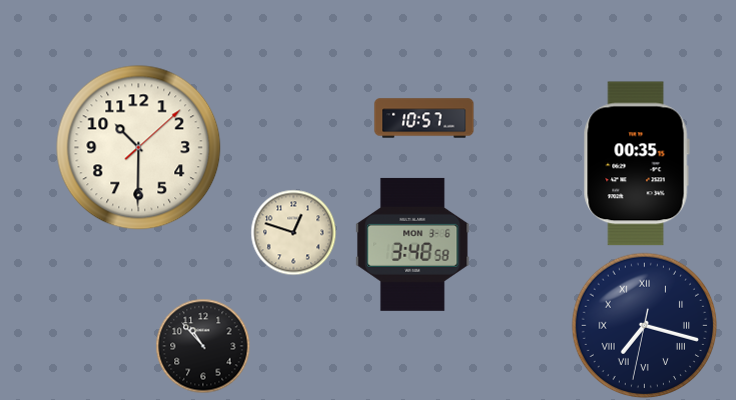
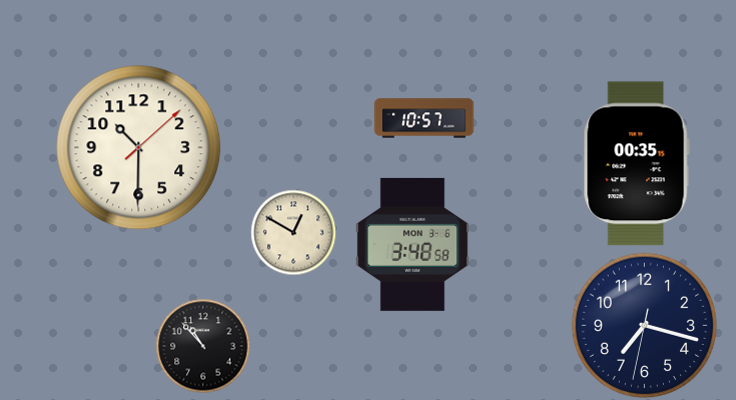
clock at (293, 232): 12:48 -> 12:50
clock at (645, 326) numerals: Roman -> Arabic
